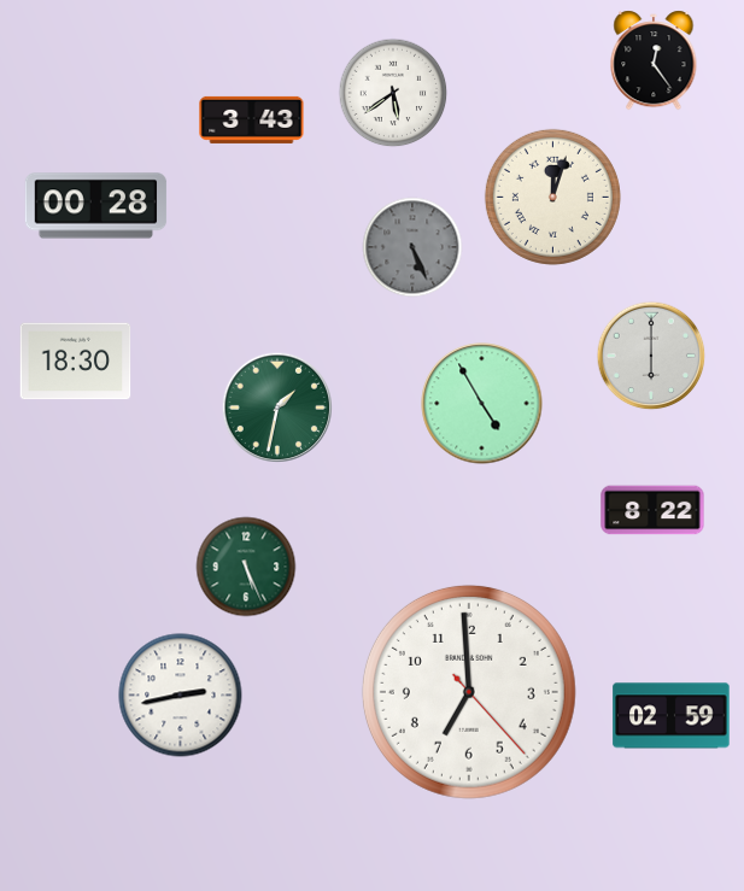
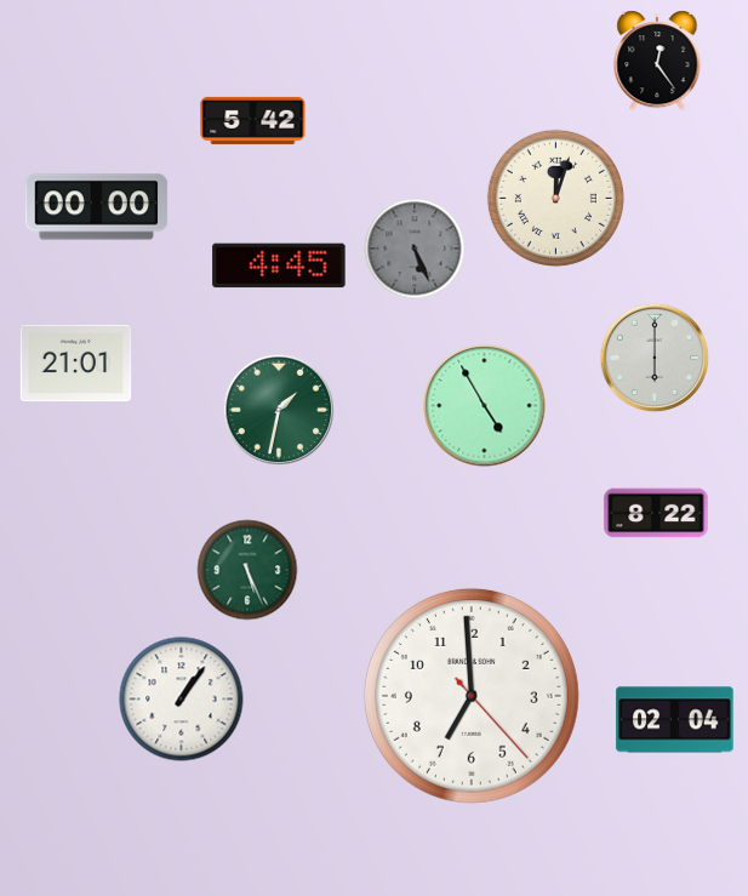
clock at (393, 93): 5:39 -> none
clock at (252, 119): 3:43 -> 5:42
clock at (96, 206): 00:28 -> 00:00
clock at (279, 266): none -> 4:45
clock at (76, 362): 18:30 -> 21:01
clock at (181, 696): 2:43 -> 1:06
clock at (672, 716): 02:59 -> 02:04
